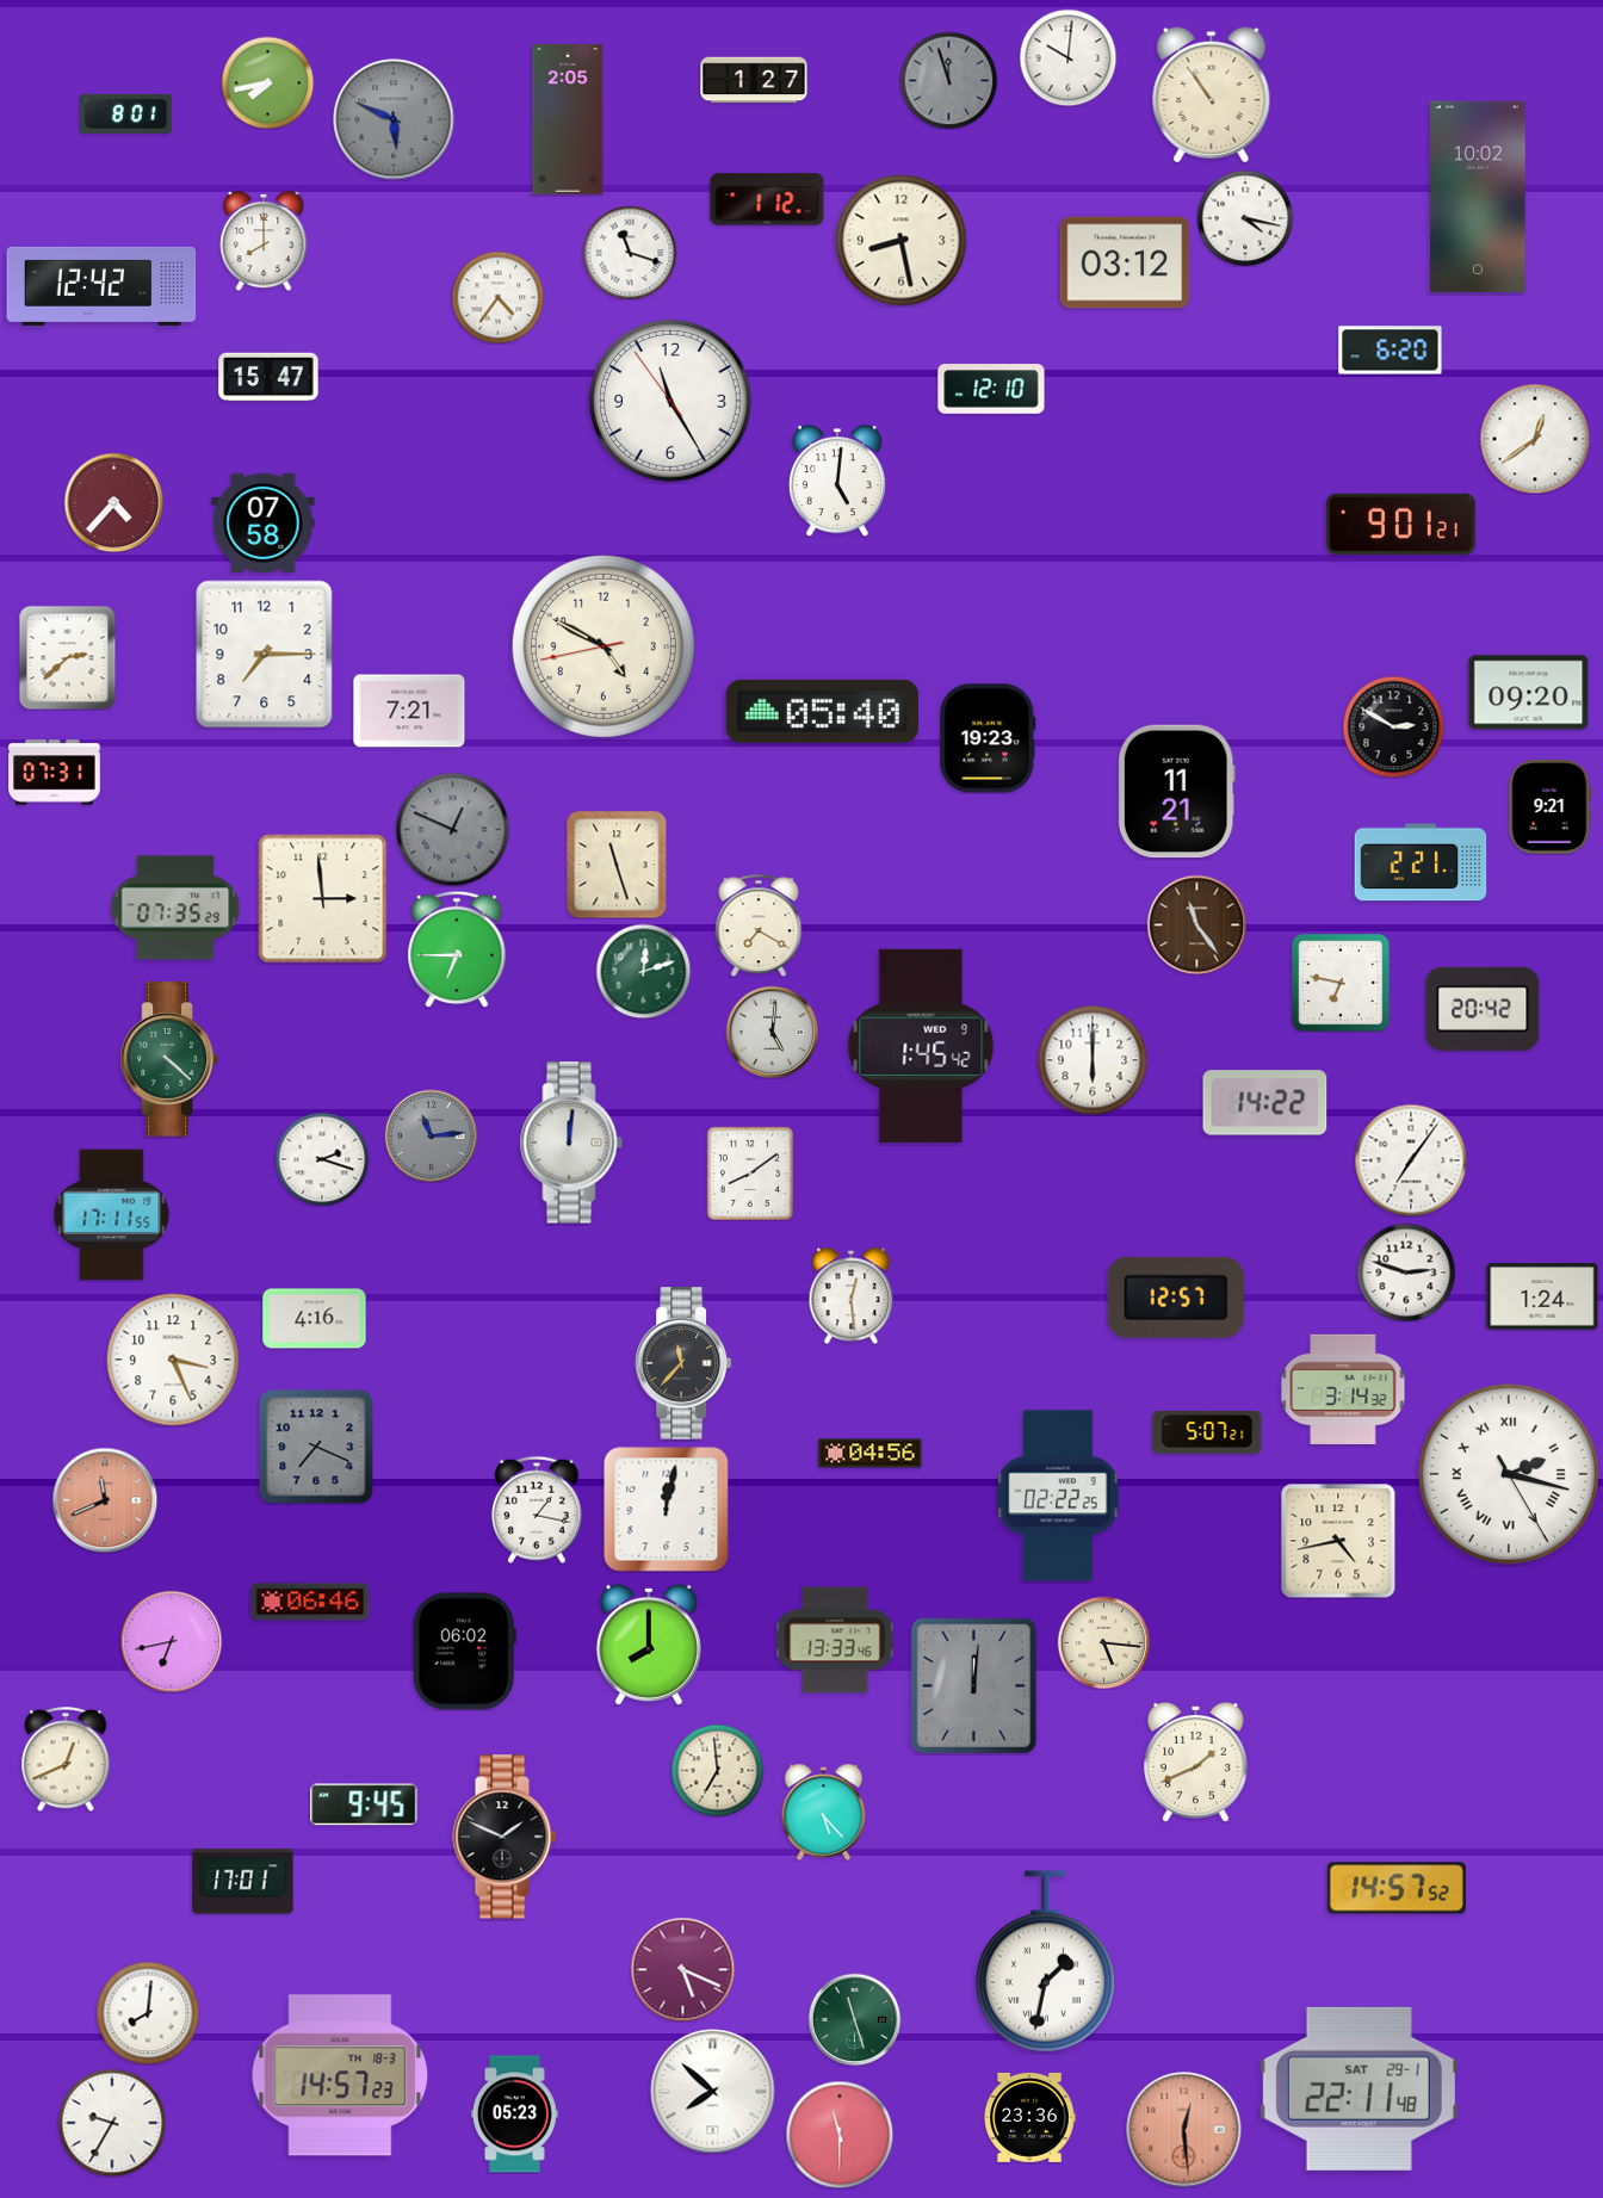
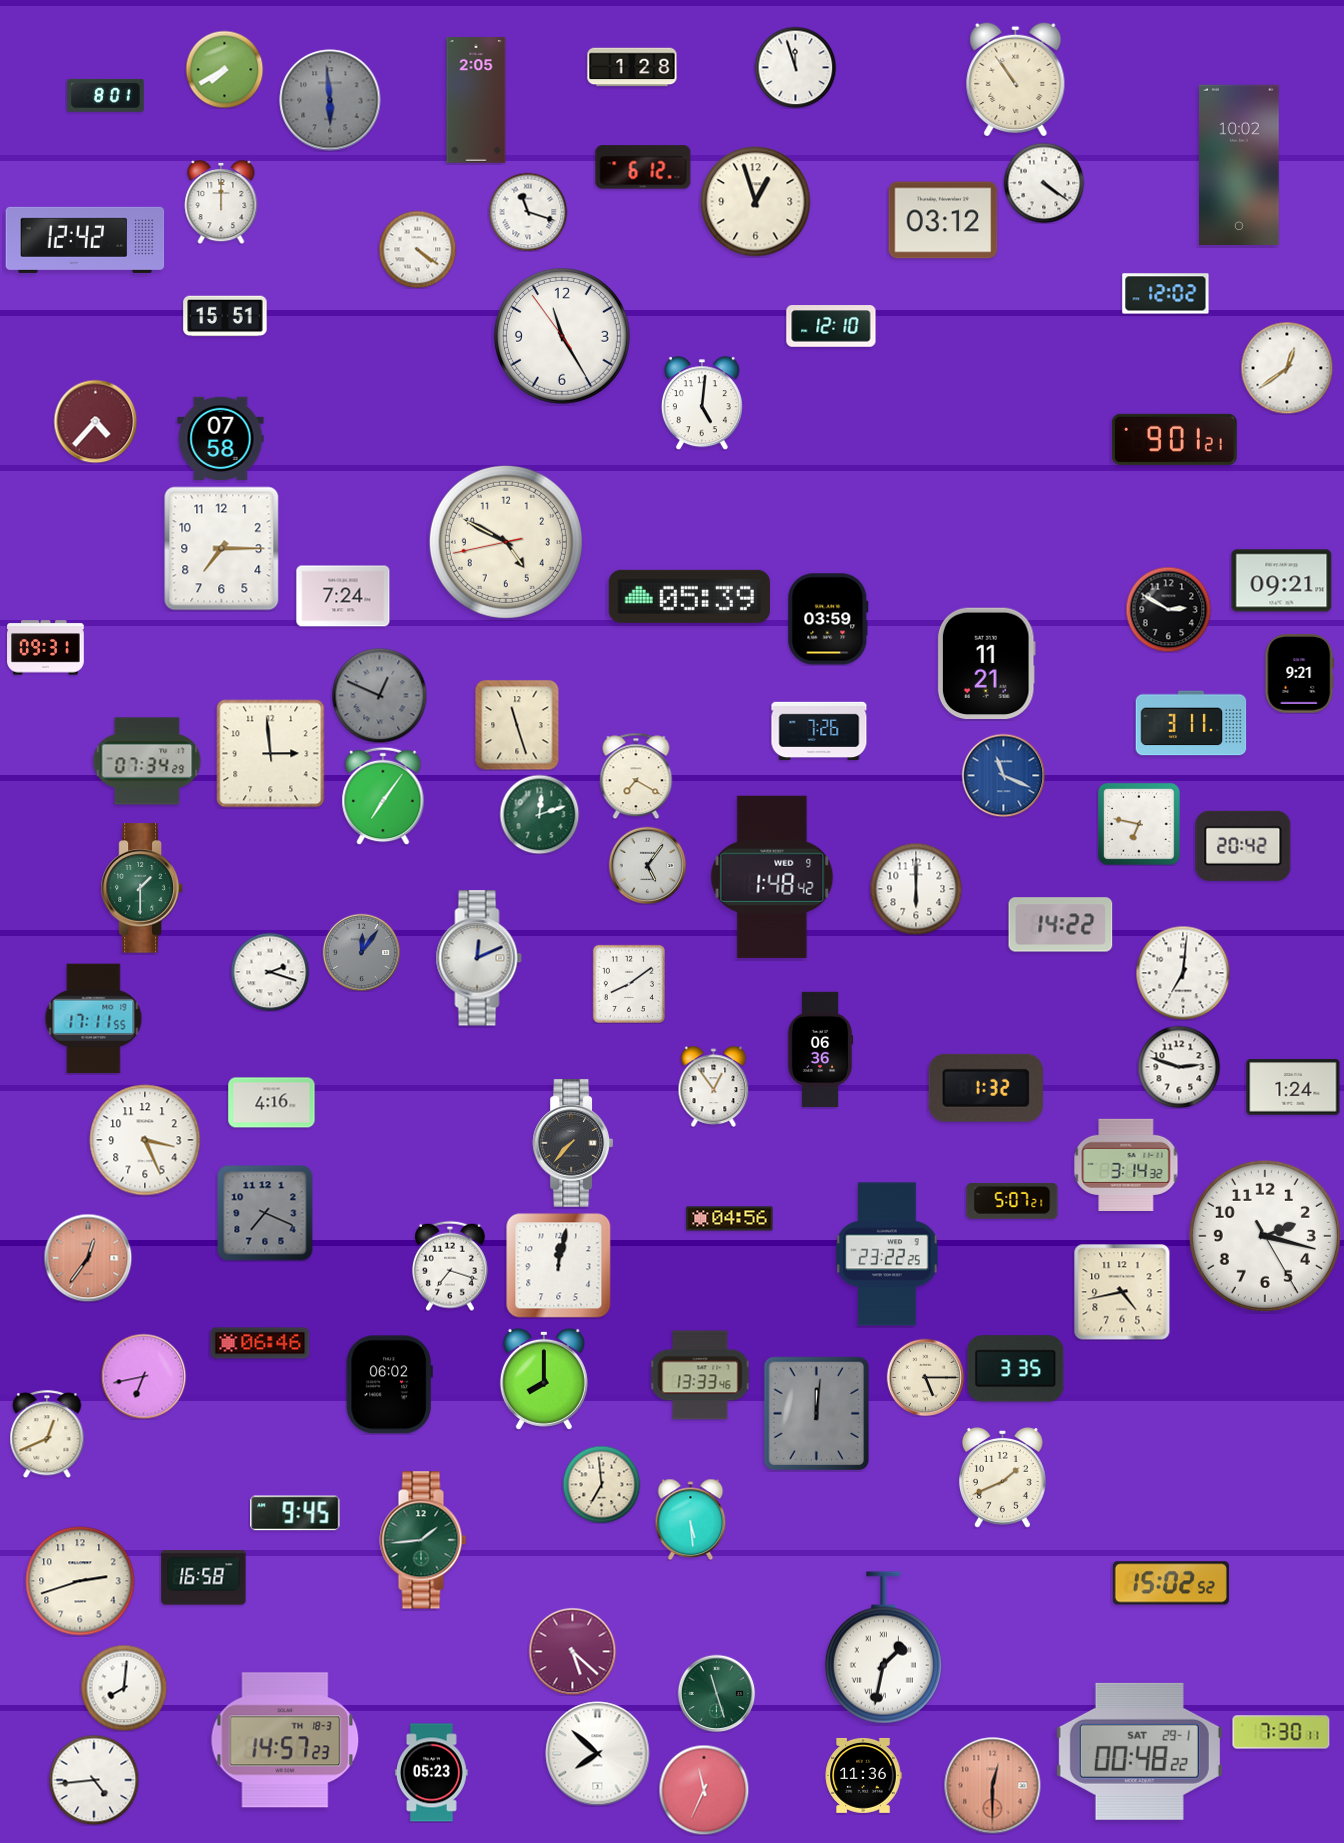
clock at (1067, 57): 10:01 -> none
clock at (754, 80): 1:27 -> 1:28
clock at (948, 80) dial: grey -> white
clock at (267, 82): 7:43 -> 7:40
clock at (394, 119): 5:49 -> 5:59
clock at (767, 199): 1:12 -> 6:12
clock at (1245, 218): 4:17 -> 4:21
clock at (264, 241): 8:00 -> 12:00
clock at (902, 241): 8:28 -> 12:57
clock at (497, 297): 4:36 -> 4:21
clock at (1391, 351): 6:20 -> 12:02
clock at (268, 377): 15:47 -> 15:51
clock at (68, 657): 2:38 -> none
clock at (1529, 693): 09:20 -> 09:21
clock at (409, 711): 7:21 -> 7:24
clock at (822, 711): 05:40 -> 05:39
clock at (988, 738): 19:23 -> 03:59
clock at (55, 773): 07:31 -> 09:31
clock at (1551, 807) position: (1551, 807) -> (1300, 674)
clock at (1421, 862): 2:21 -> 3:11
clock at (819, 731): none -> 7:26
clock at (175, 908): 07:35 -> 07:34
clock at (1196, 924): 11:24 -> 11:19
clock at (1196, 924) dial: brown -> blue
clock at (457, 949): 6:45 -> 7:06
clock at (1341, 983) position: (1341, 983) -> (1139, 824)
clock at (772, 1032): 5:01 -> 5:06
clock at (921, 1046): 1:45 -> 1:48
clock at (169, 1059): 4:22 -> 1:30
clock at (431, 1135): 11:14 -> 12:06
clock at (571, 1143): 12:01 -> 12:11
clock at (1411, 1160): 7:06 -> 7:01
clock at (820, 1049): none -> 06:36
clock at (852, 1295): 12:29 -> 12:54
clock at (1176, 1298): 12:57 -> 1:32
clock at (315, 1319) position: (315, 1319) -> (272, 1103)
clock at (683, 1363): 11:37 -> 7:37
clock at (1509, 1474) numerals: Roman -> Arabic
clock at (1058, 1496): 02:22 -> 23:22
clock at (105, 1500): 11:41 -> 12:36
clock at (538, 1510): 1:17 -> 7:18
clock at (1016, 1369): none -> 3:35
clock at (1103, 1642): 5:16 -> 5:15
clock at (66, 1759) position: (66, 1759) -> (47, 1434)
clock at (364, 1804) position: (364, 1804) -> (295, 1513)
clock at (824, 1812): 5:23 -> 5:29
clock at (505, 1837): 1:49 -> 1:44
clock at (505, 1837) dial: black -> green
clock at (243, 1882): 17:01 -> 16:58
clock at (80, 1581): none -> 2:42
clock at (1397, 1888): 14:57 -> 15:02
clock at (1045, 1962) position: (1045, 1962) -> (883, 1648)
clock at (682, 1969): 5:19 -> 5:22
clock at (1281, 1732): none -> 7:30
clock at (1358, 2088): 22:11 -> 00:48
clock at (1029, 2117): 23:36 -> 11:36
clock at (112, 2123): 9:35 -> 4:44
clock at (1184, 2130): 12:29 -> 12:30
clock at (840, 2135): 11:30 -> 11:34
